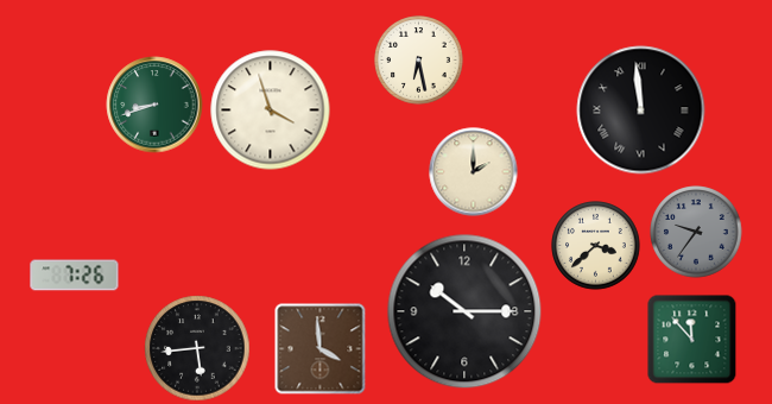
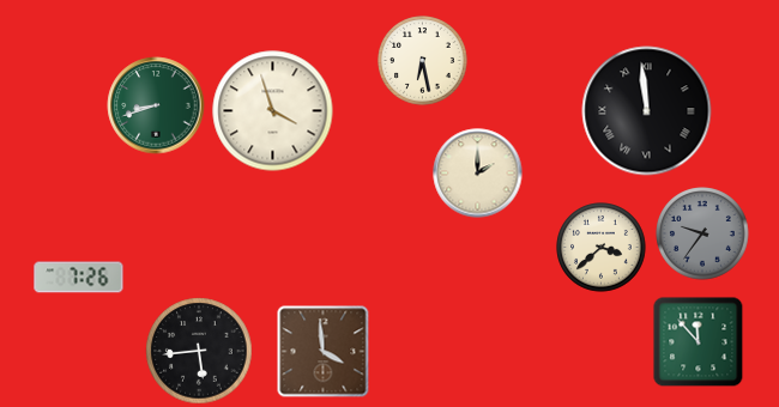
clock at (75, 276) position: (75, 276) -> (79, 278)
clock at (464, 311): 10:15 -> none
